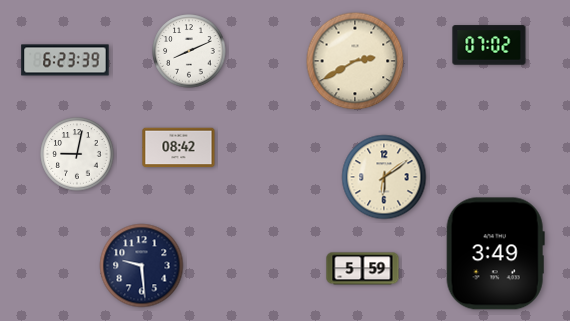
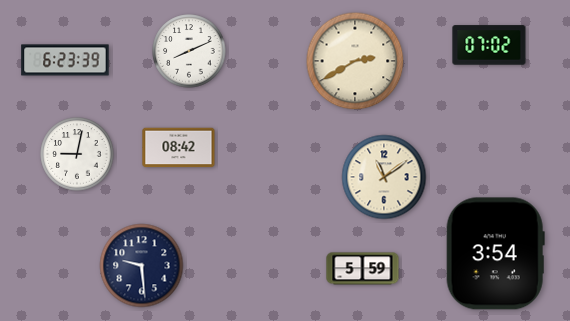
clock at (384, 177): 6:09 -> 11:09
clock at (495, 254): 3:49 -> 3:54
